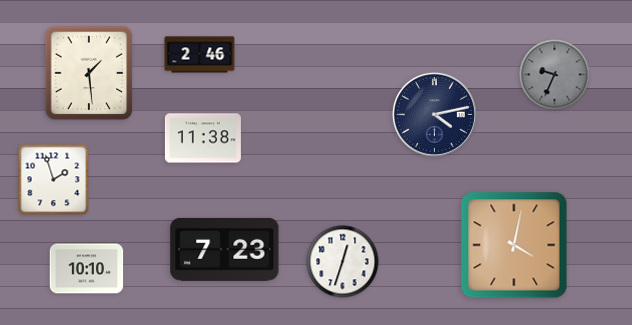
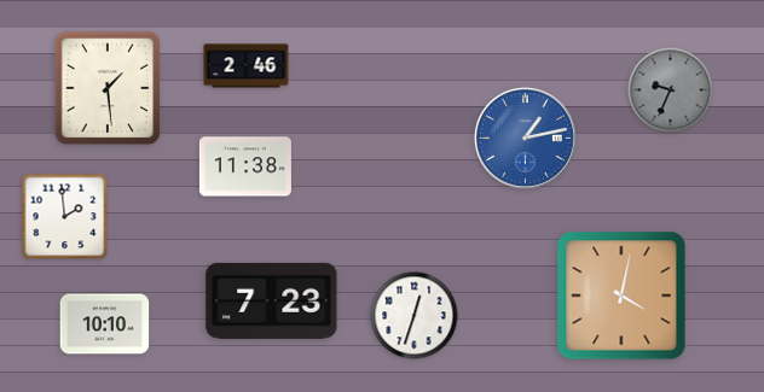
clock at (200, 55) position: (200, 55) -> (247, 66)
clock at (434, 114): 4:13 -> 1:13
clock at (434, 114) dial: navy -> blue
clock at (54, 180): 1:57 -> 1:59
